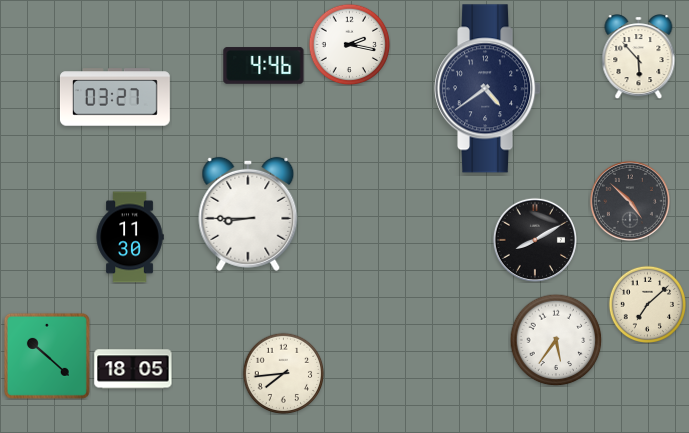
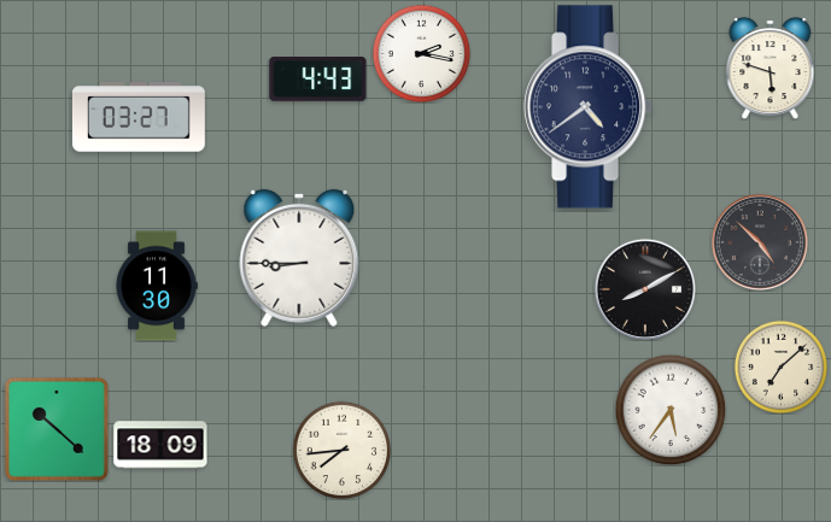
clock at (639, 57): 5:53 -> 5:48
clock at (264, 66): 4:46 -> 4:43
clock at (133, 369): 18:05 -> 18:09
